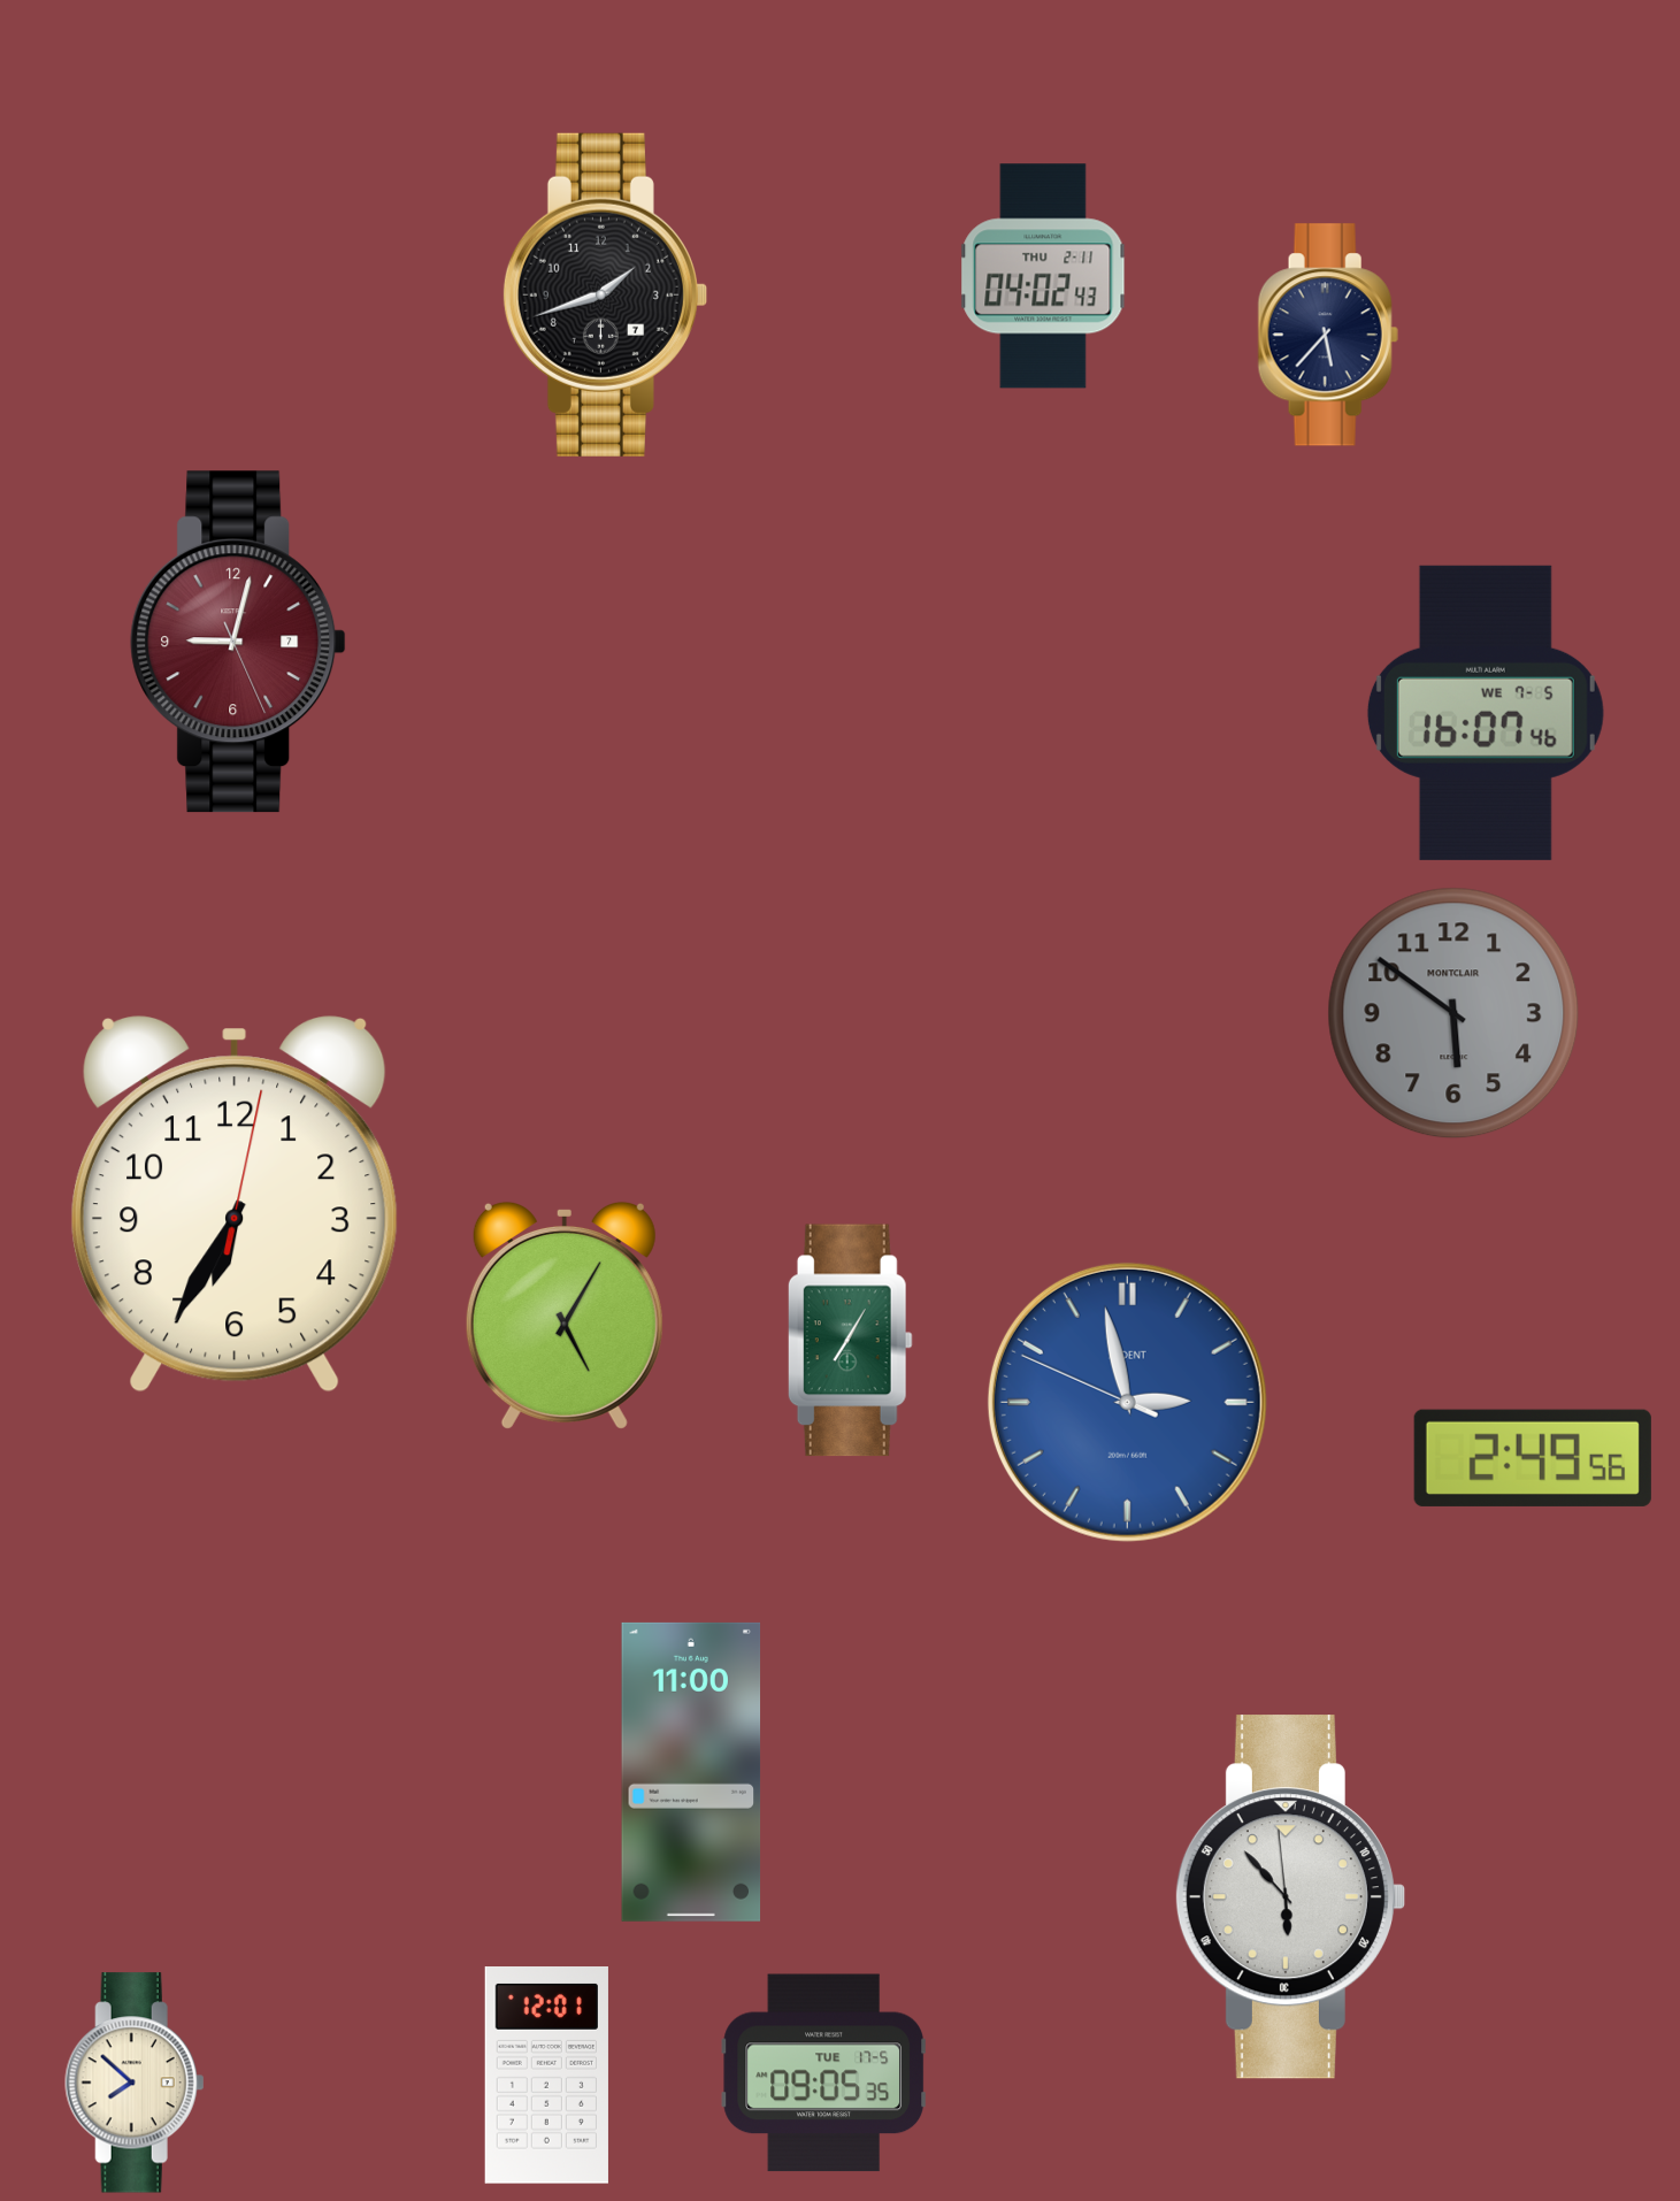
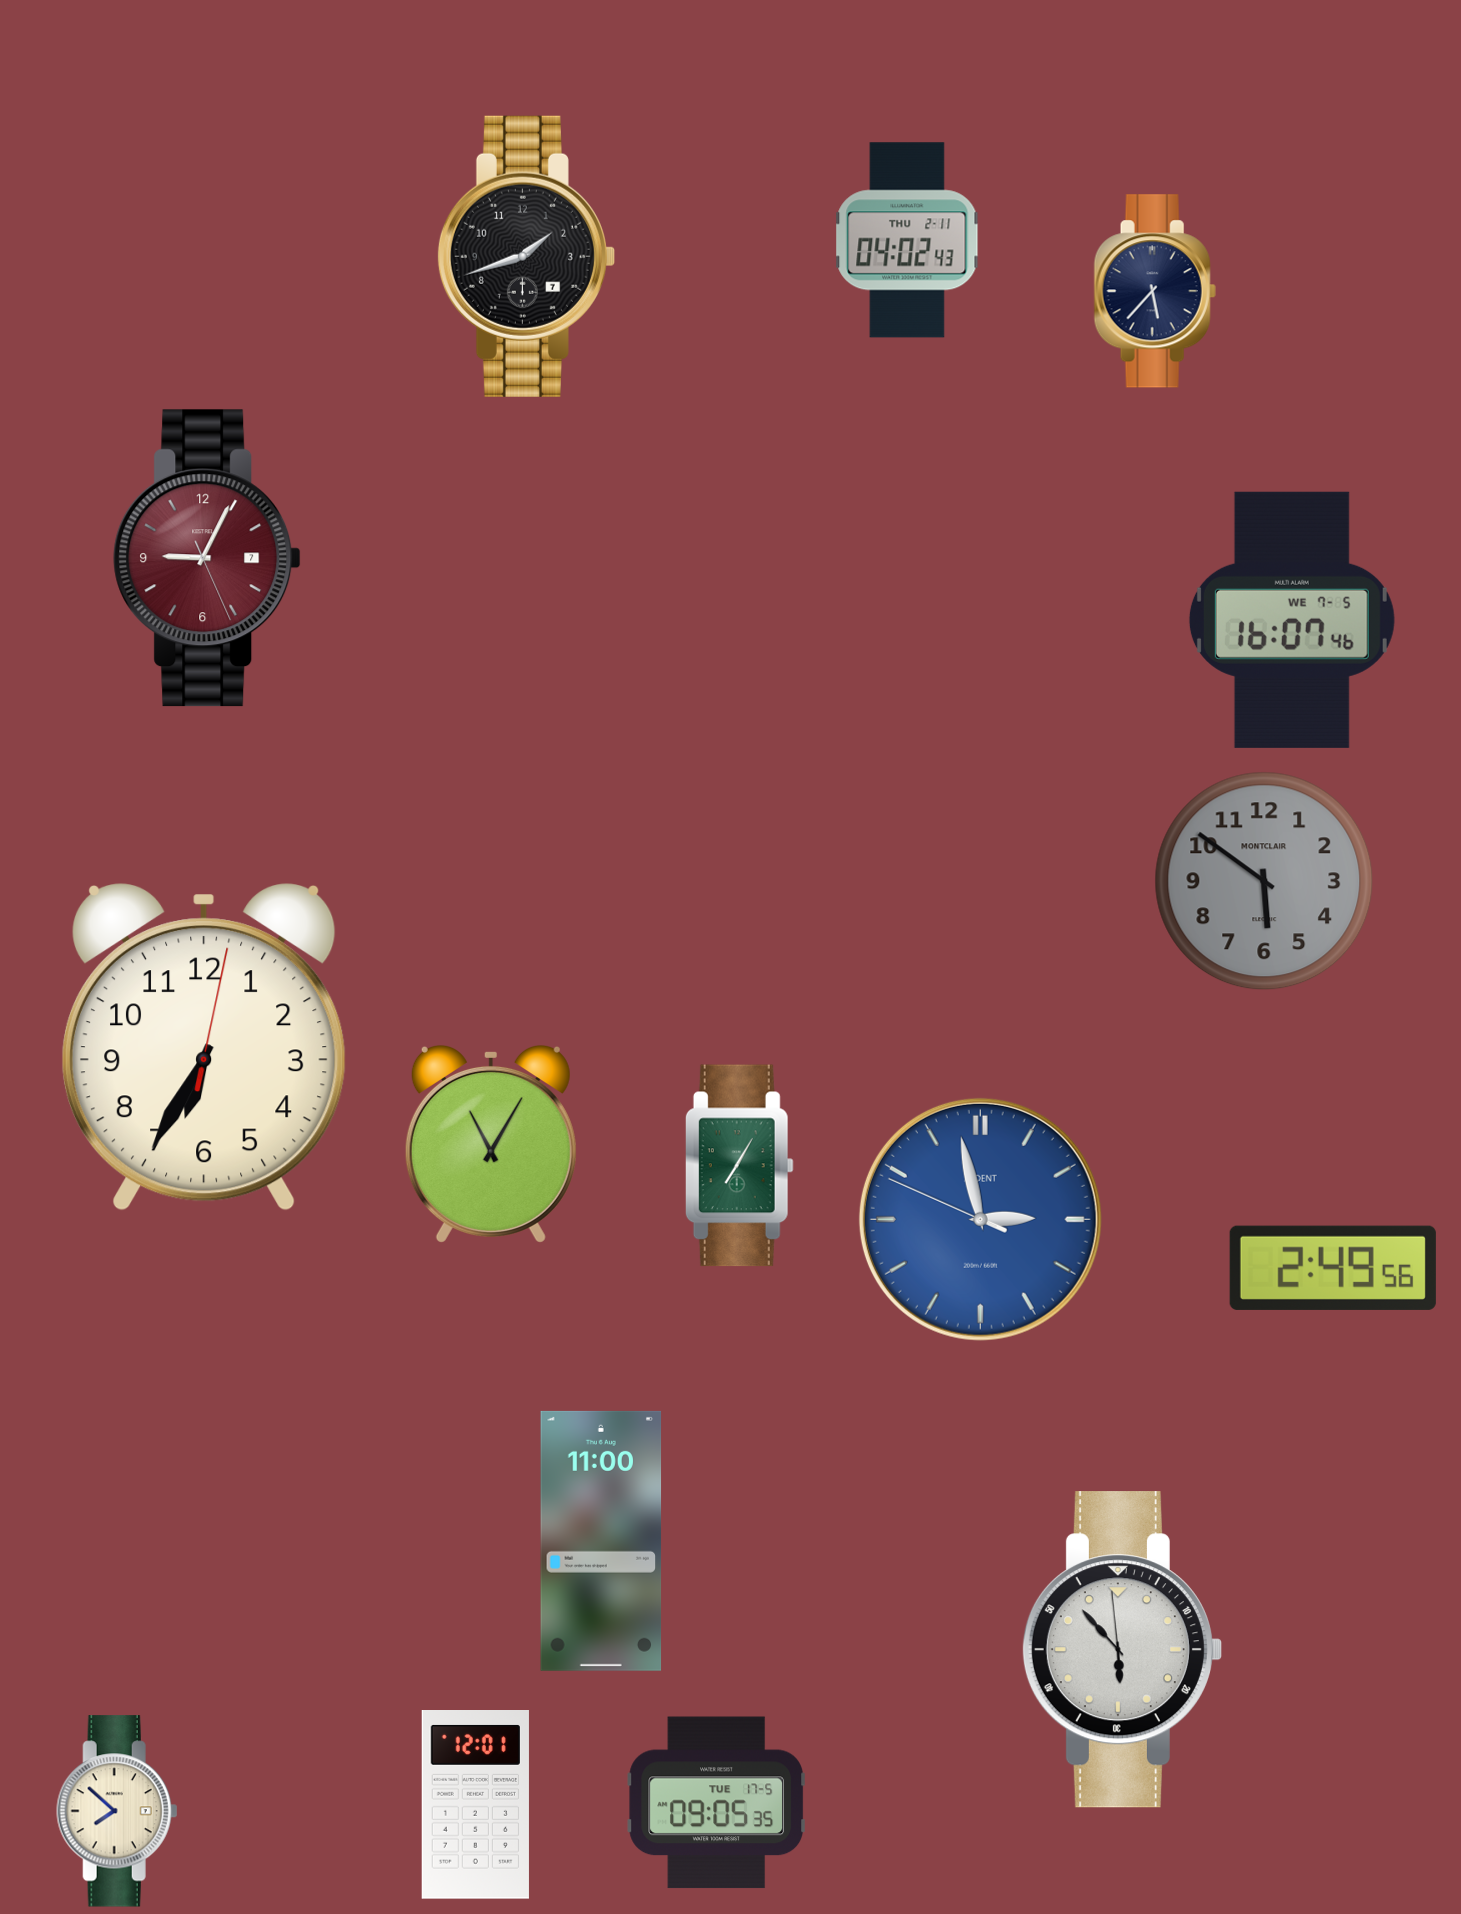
clock at (238, 642): 9:02 -> 9:04
clock at (565, 1316): 5:05 -> 11:05
